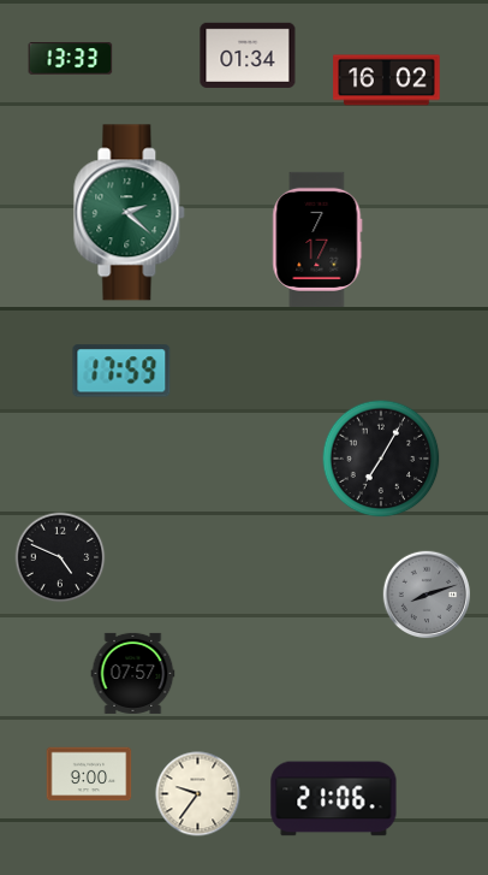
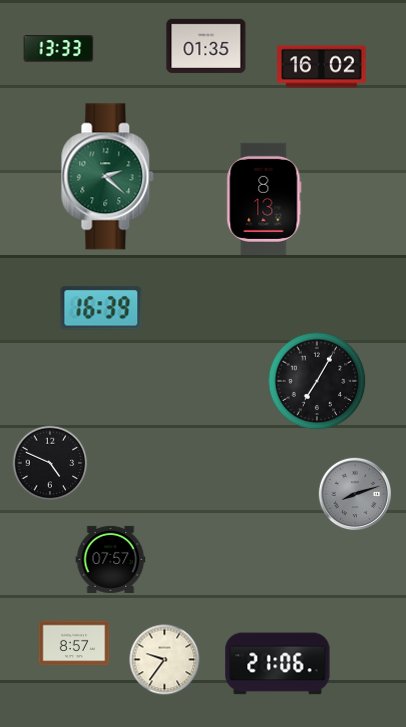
clock at (248, 55): 01:34 -> 01:35
clock at (317, 240): 7:17 -> 8:13
clock at (121, 371): 17:59 -> 16:39
clock at (89, 774): 9:00 -> 8:57
